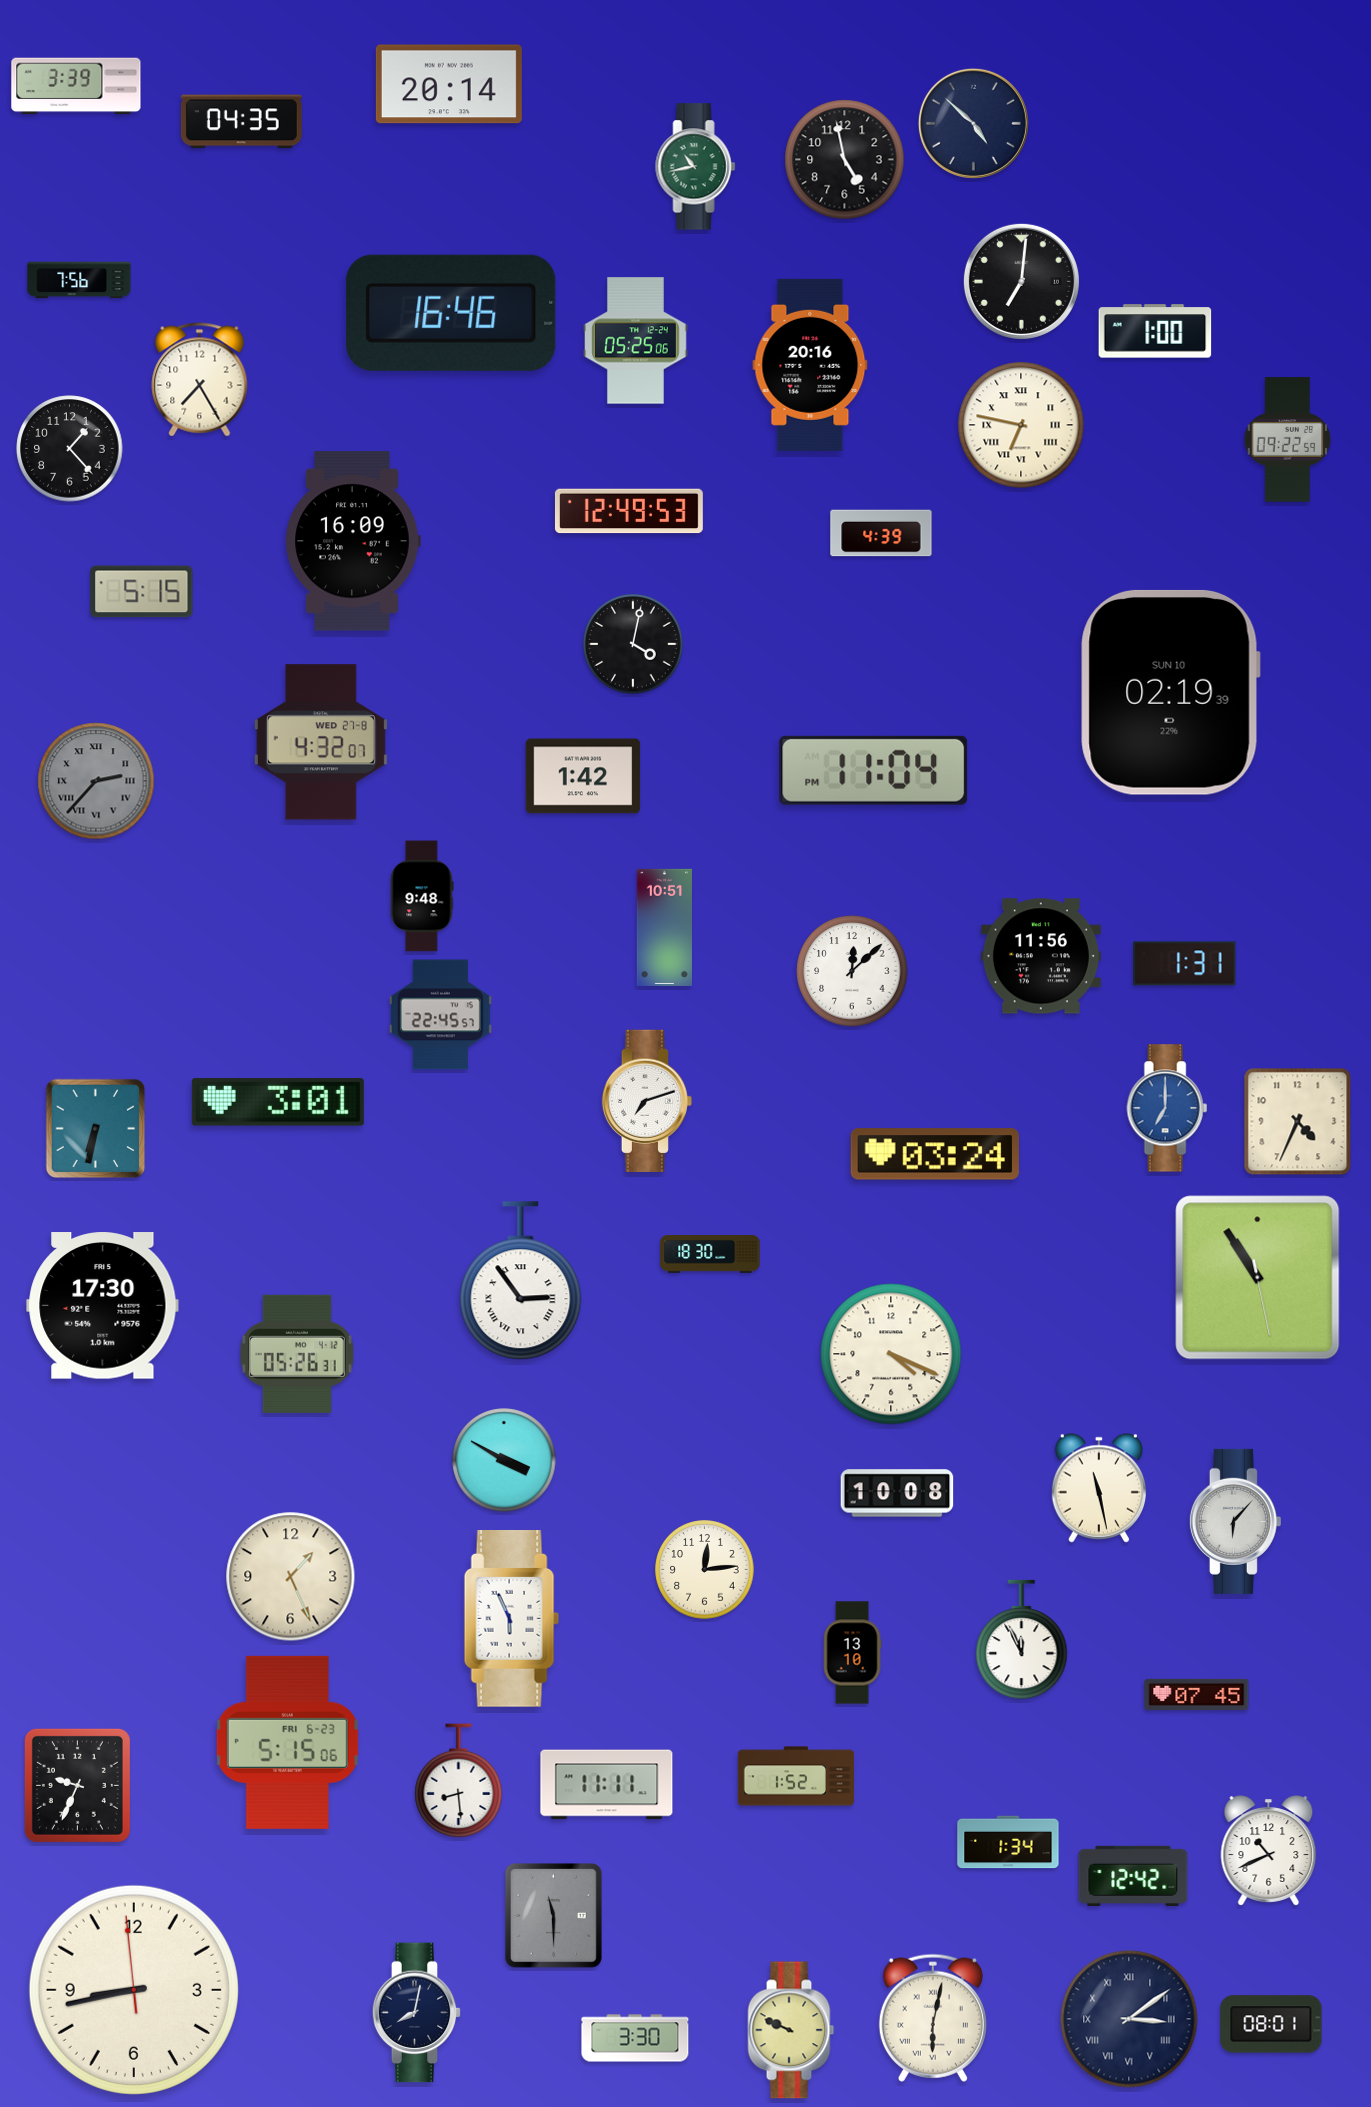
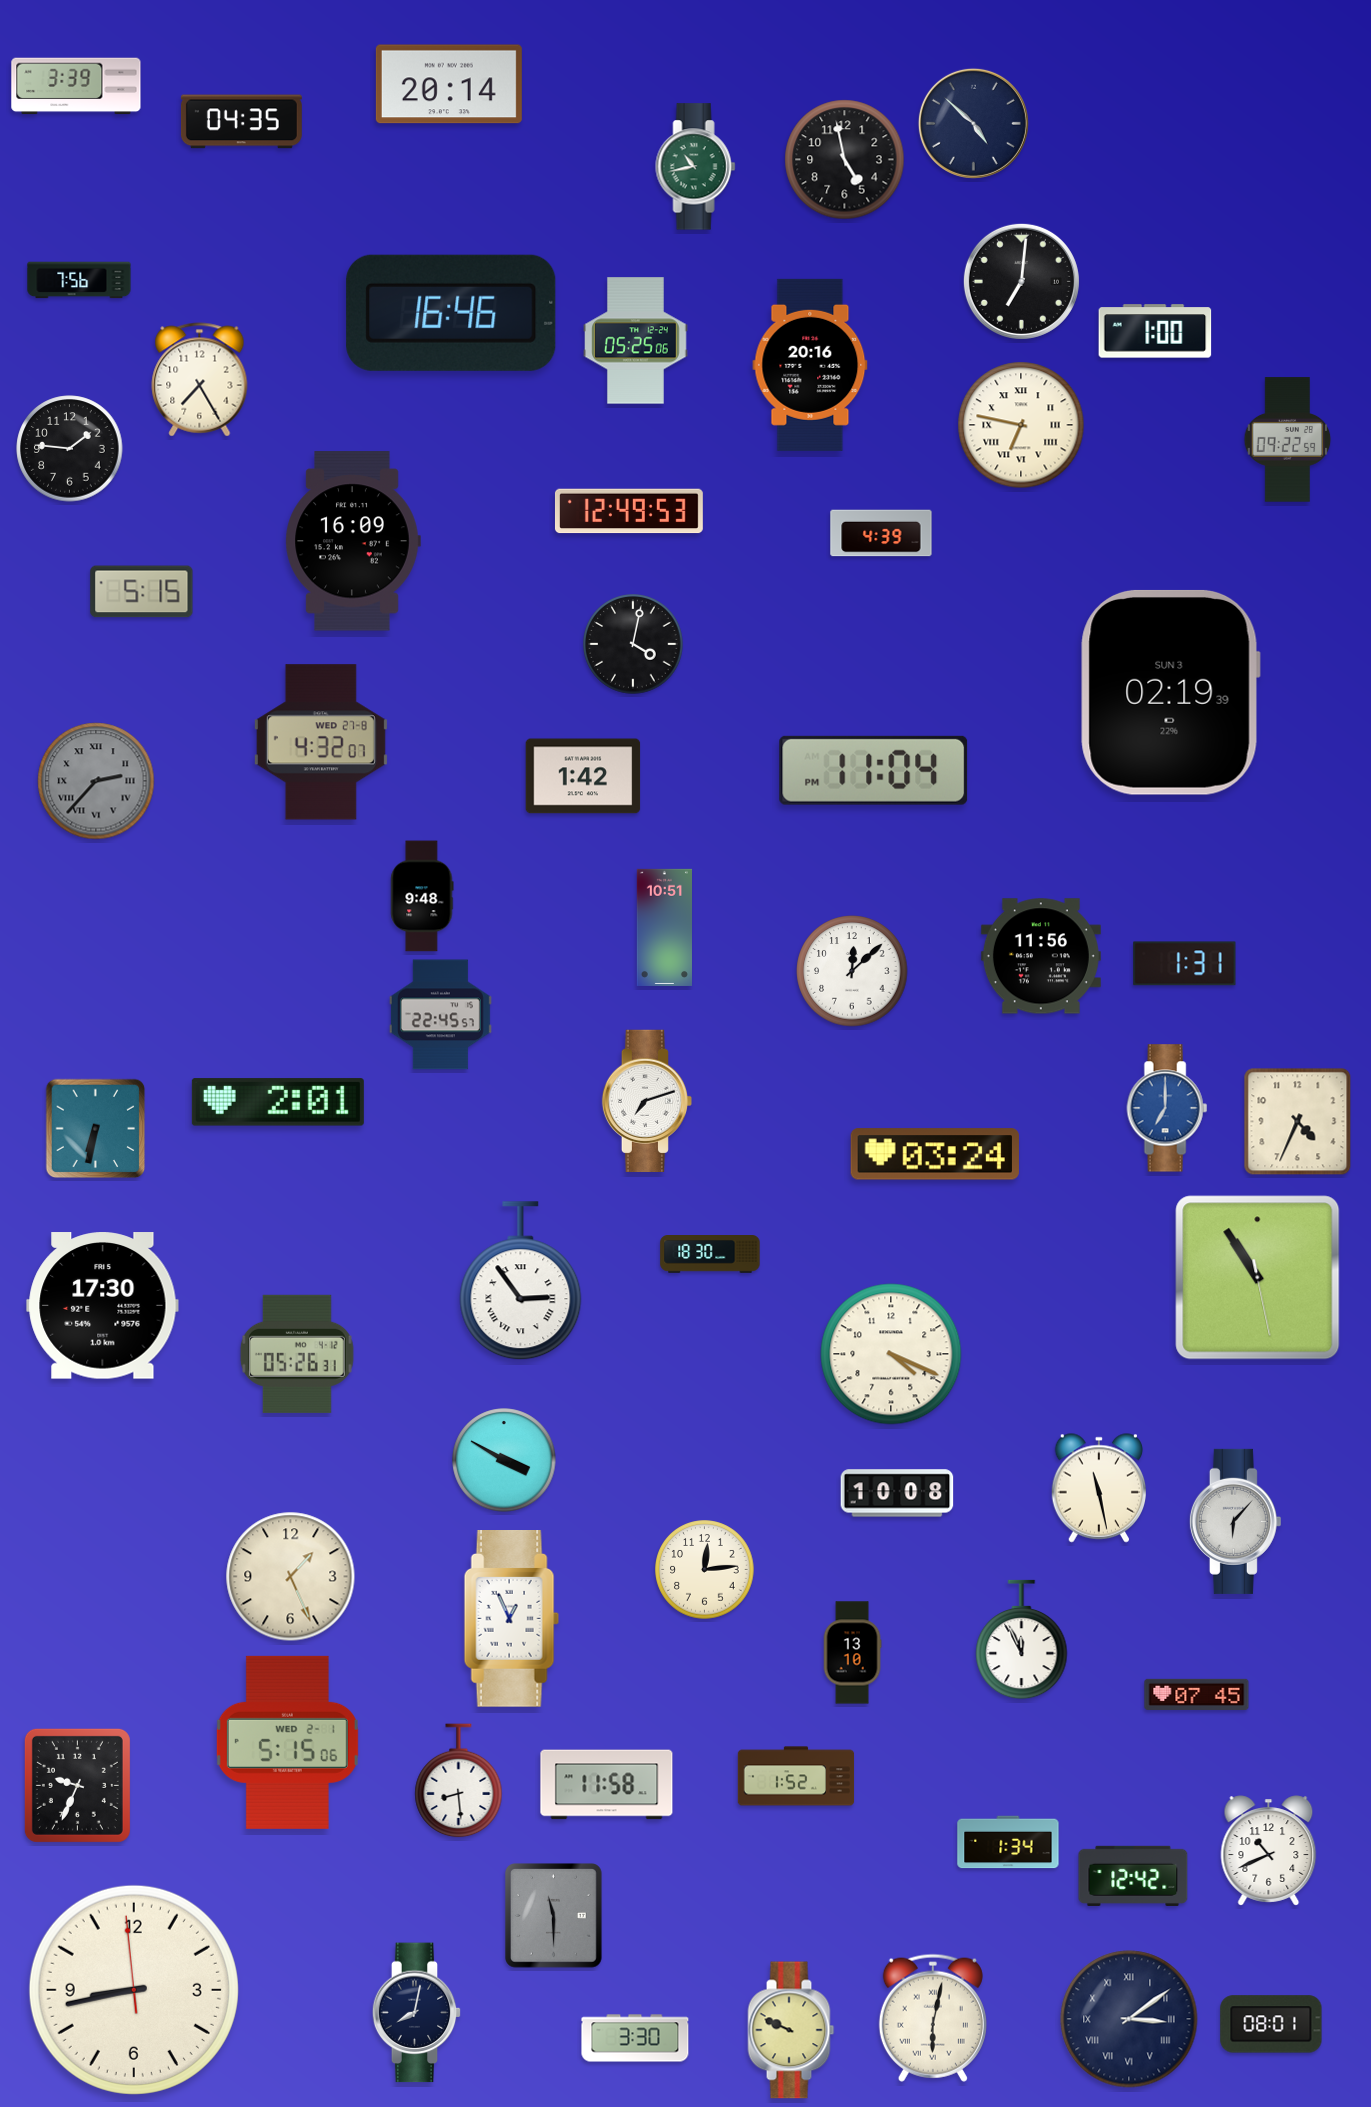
clock at (70, 449): 1:23 -> 1:46
clock at (1170, 692) date: SUN 10 -> SUN 3
clock at (278, 1102): 3:01 -> 2:01
clock at (511, 1619): 5:56 -> 12:56
clock at (287, 1742) date: FRI 6-23 -> WED 2-1
clock at (607, 1785): 11:11 -> 11:58
